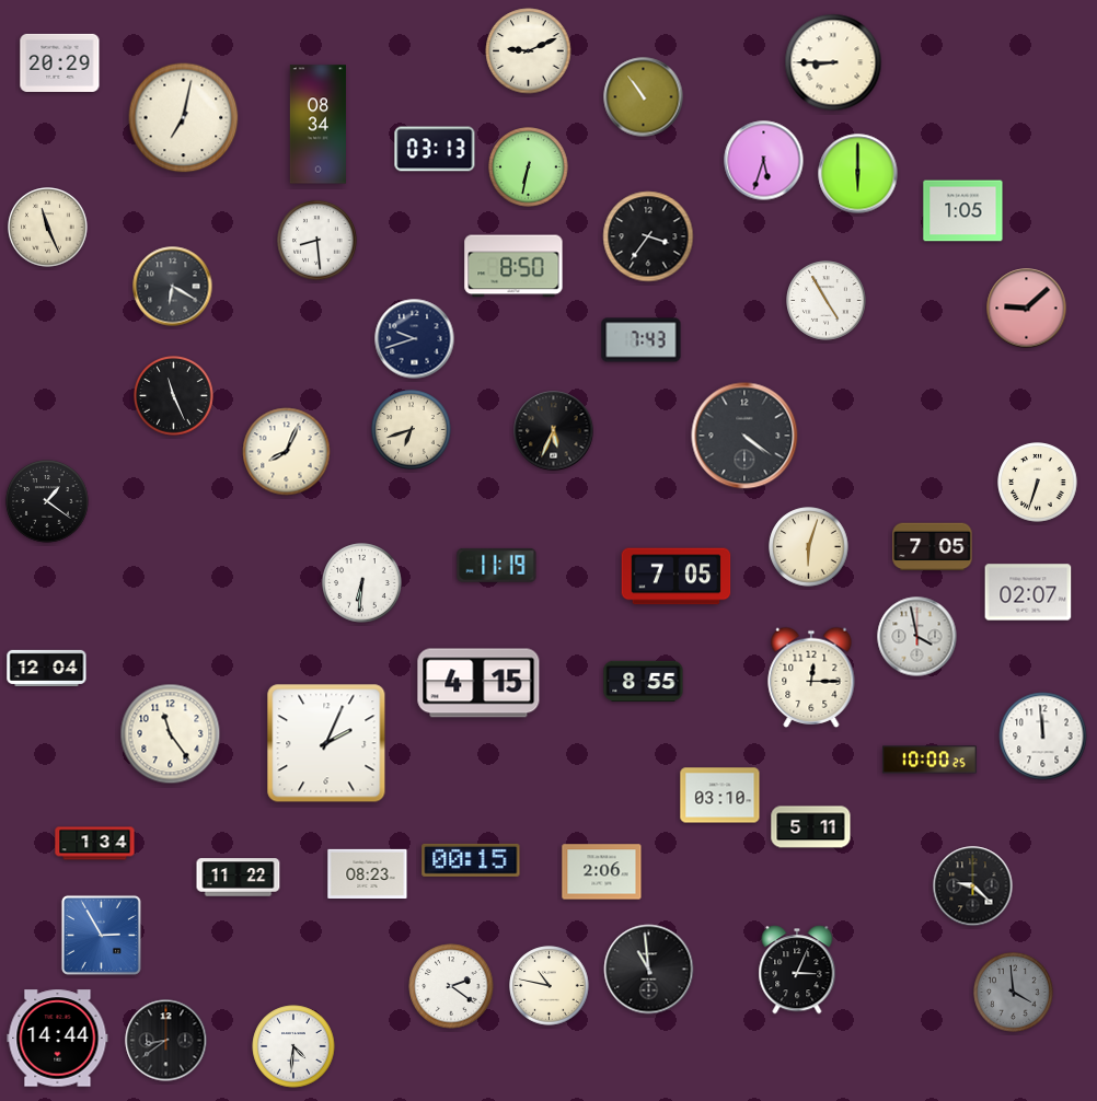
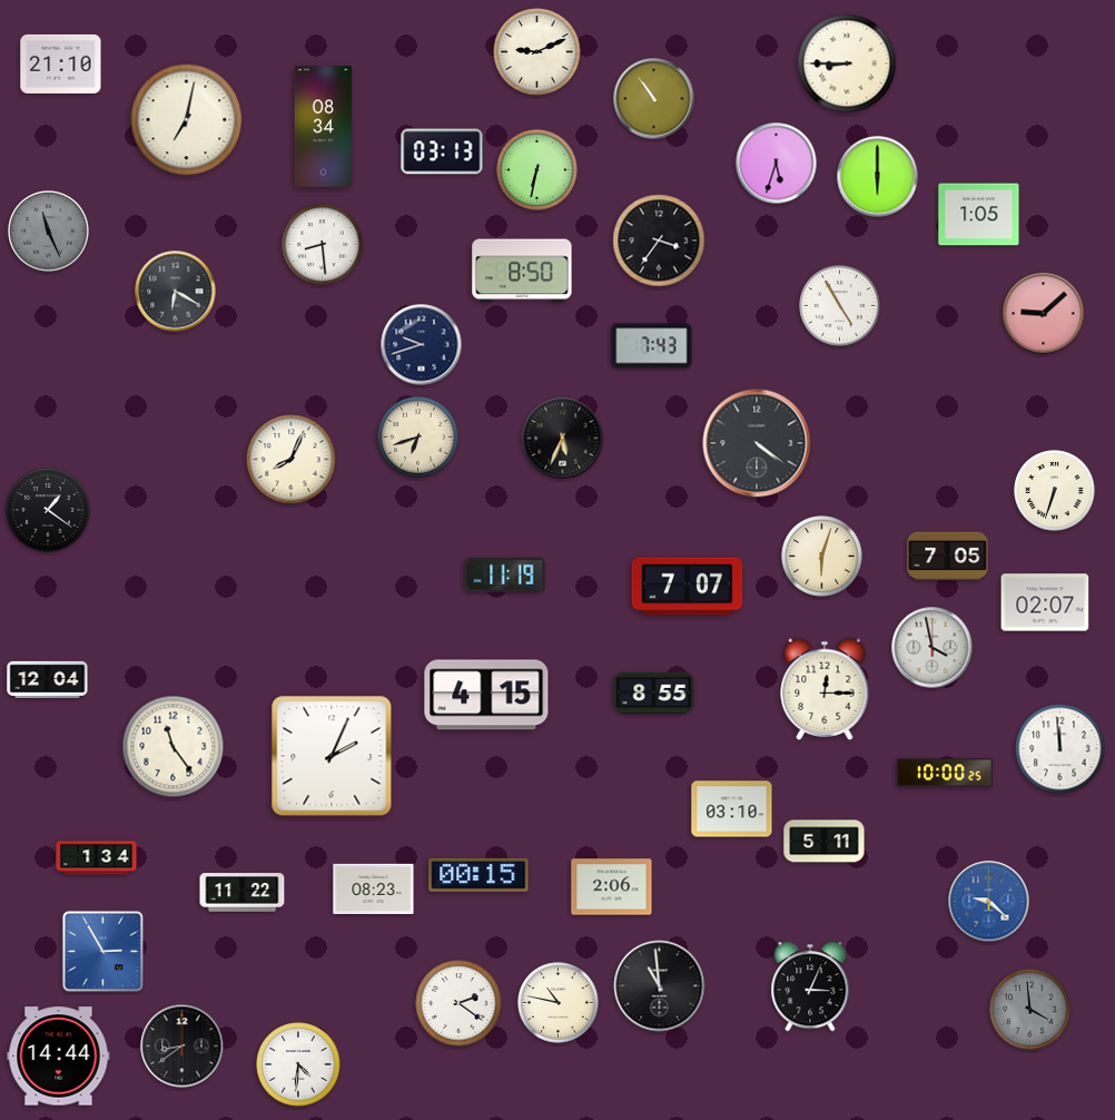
clock at (60, 62): 20:29 -> 21:10
clock at (858, 174) position: (858, 174) -> (878, 177)
clock at (48, 228) dial: cream -> grey
clock at (174, 396): 11:26 -> none
clock at (677, 577): 7:05 -> 7:07
clock at (362, 583): 6:31 -> none
clock at (973, 886) dial: black -> blue
clock at (166, 1041) position: (166, 1041) -> (182, 1047)
